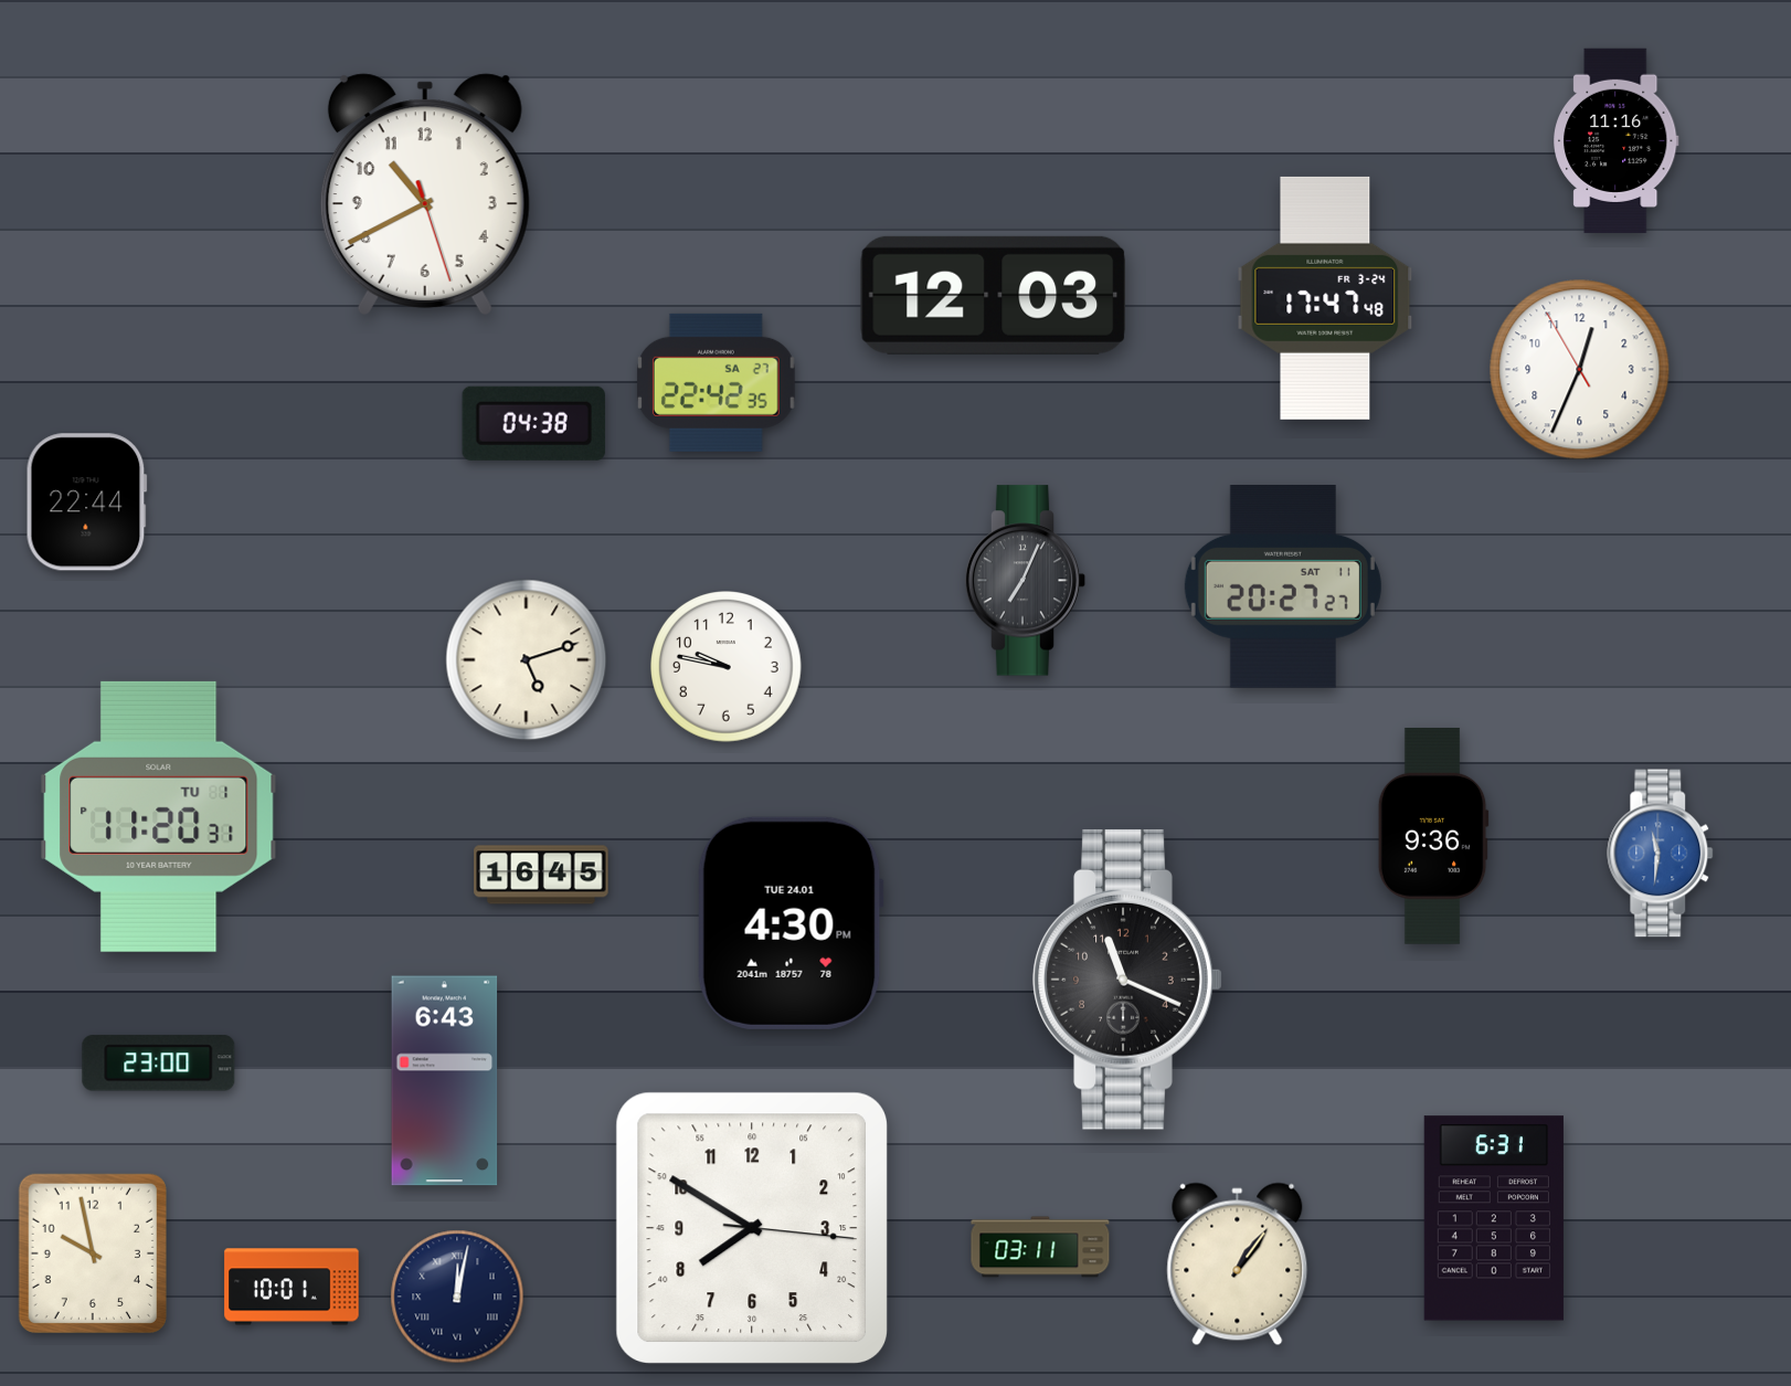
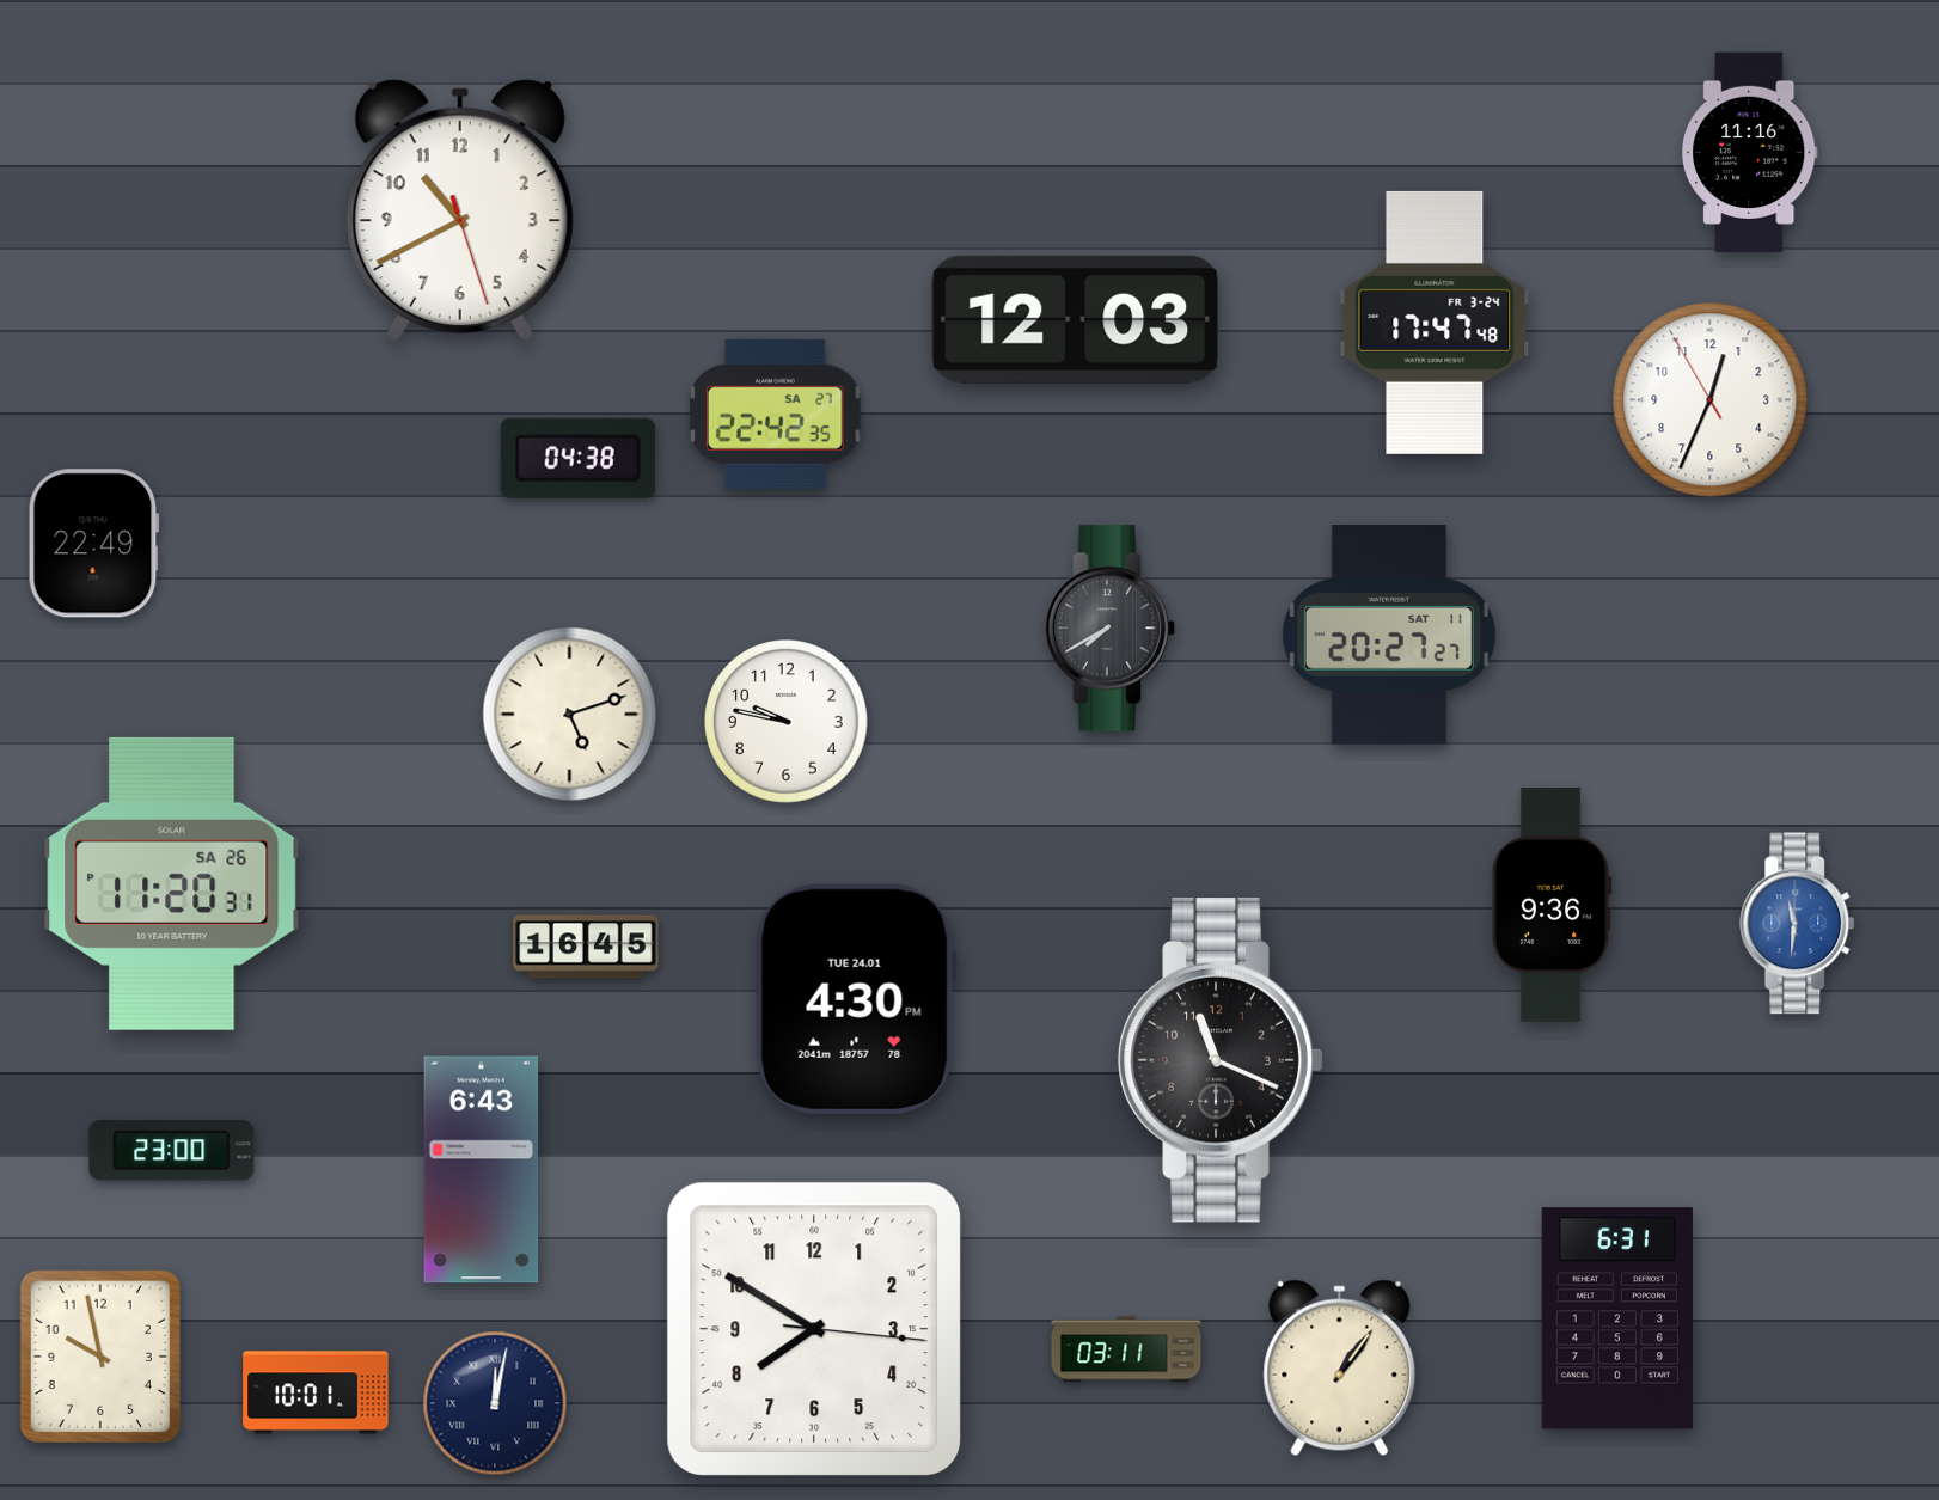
clock at (86, 502): 22:44 -> 22:49
clock at (1026, 581): 7:04 -> 7:40
clock at (159, 816) date: TU 1 -> SA 26
